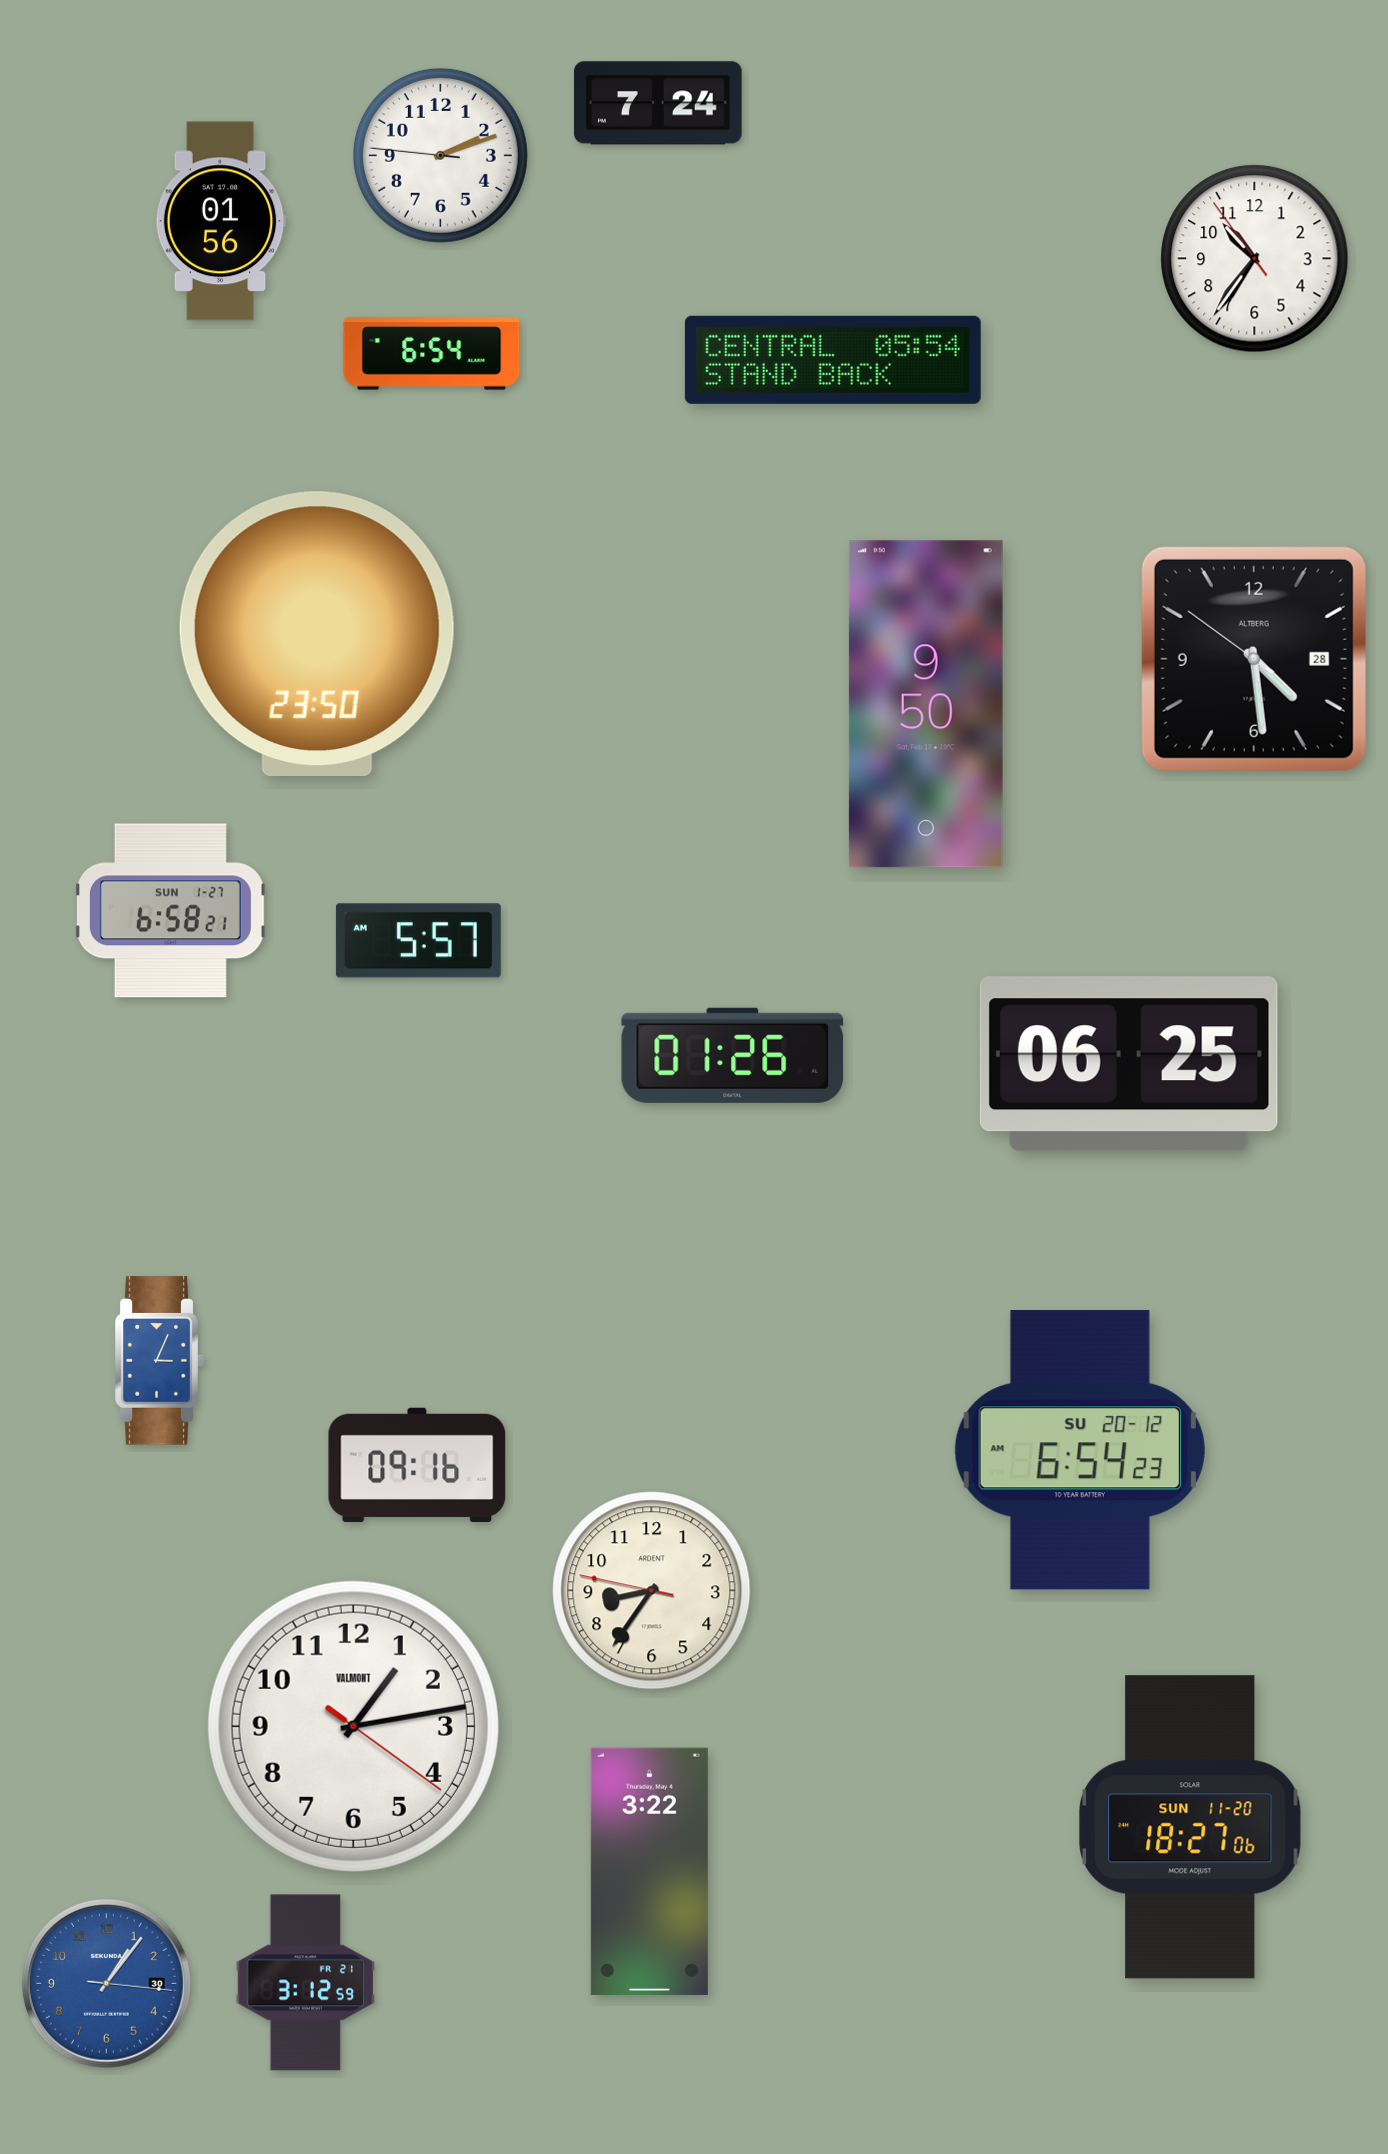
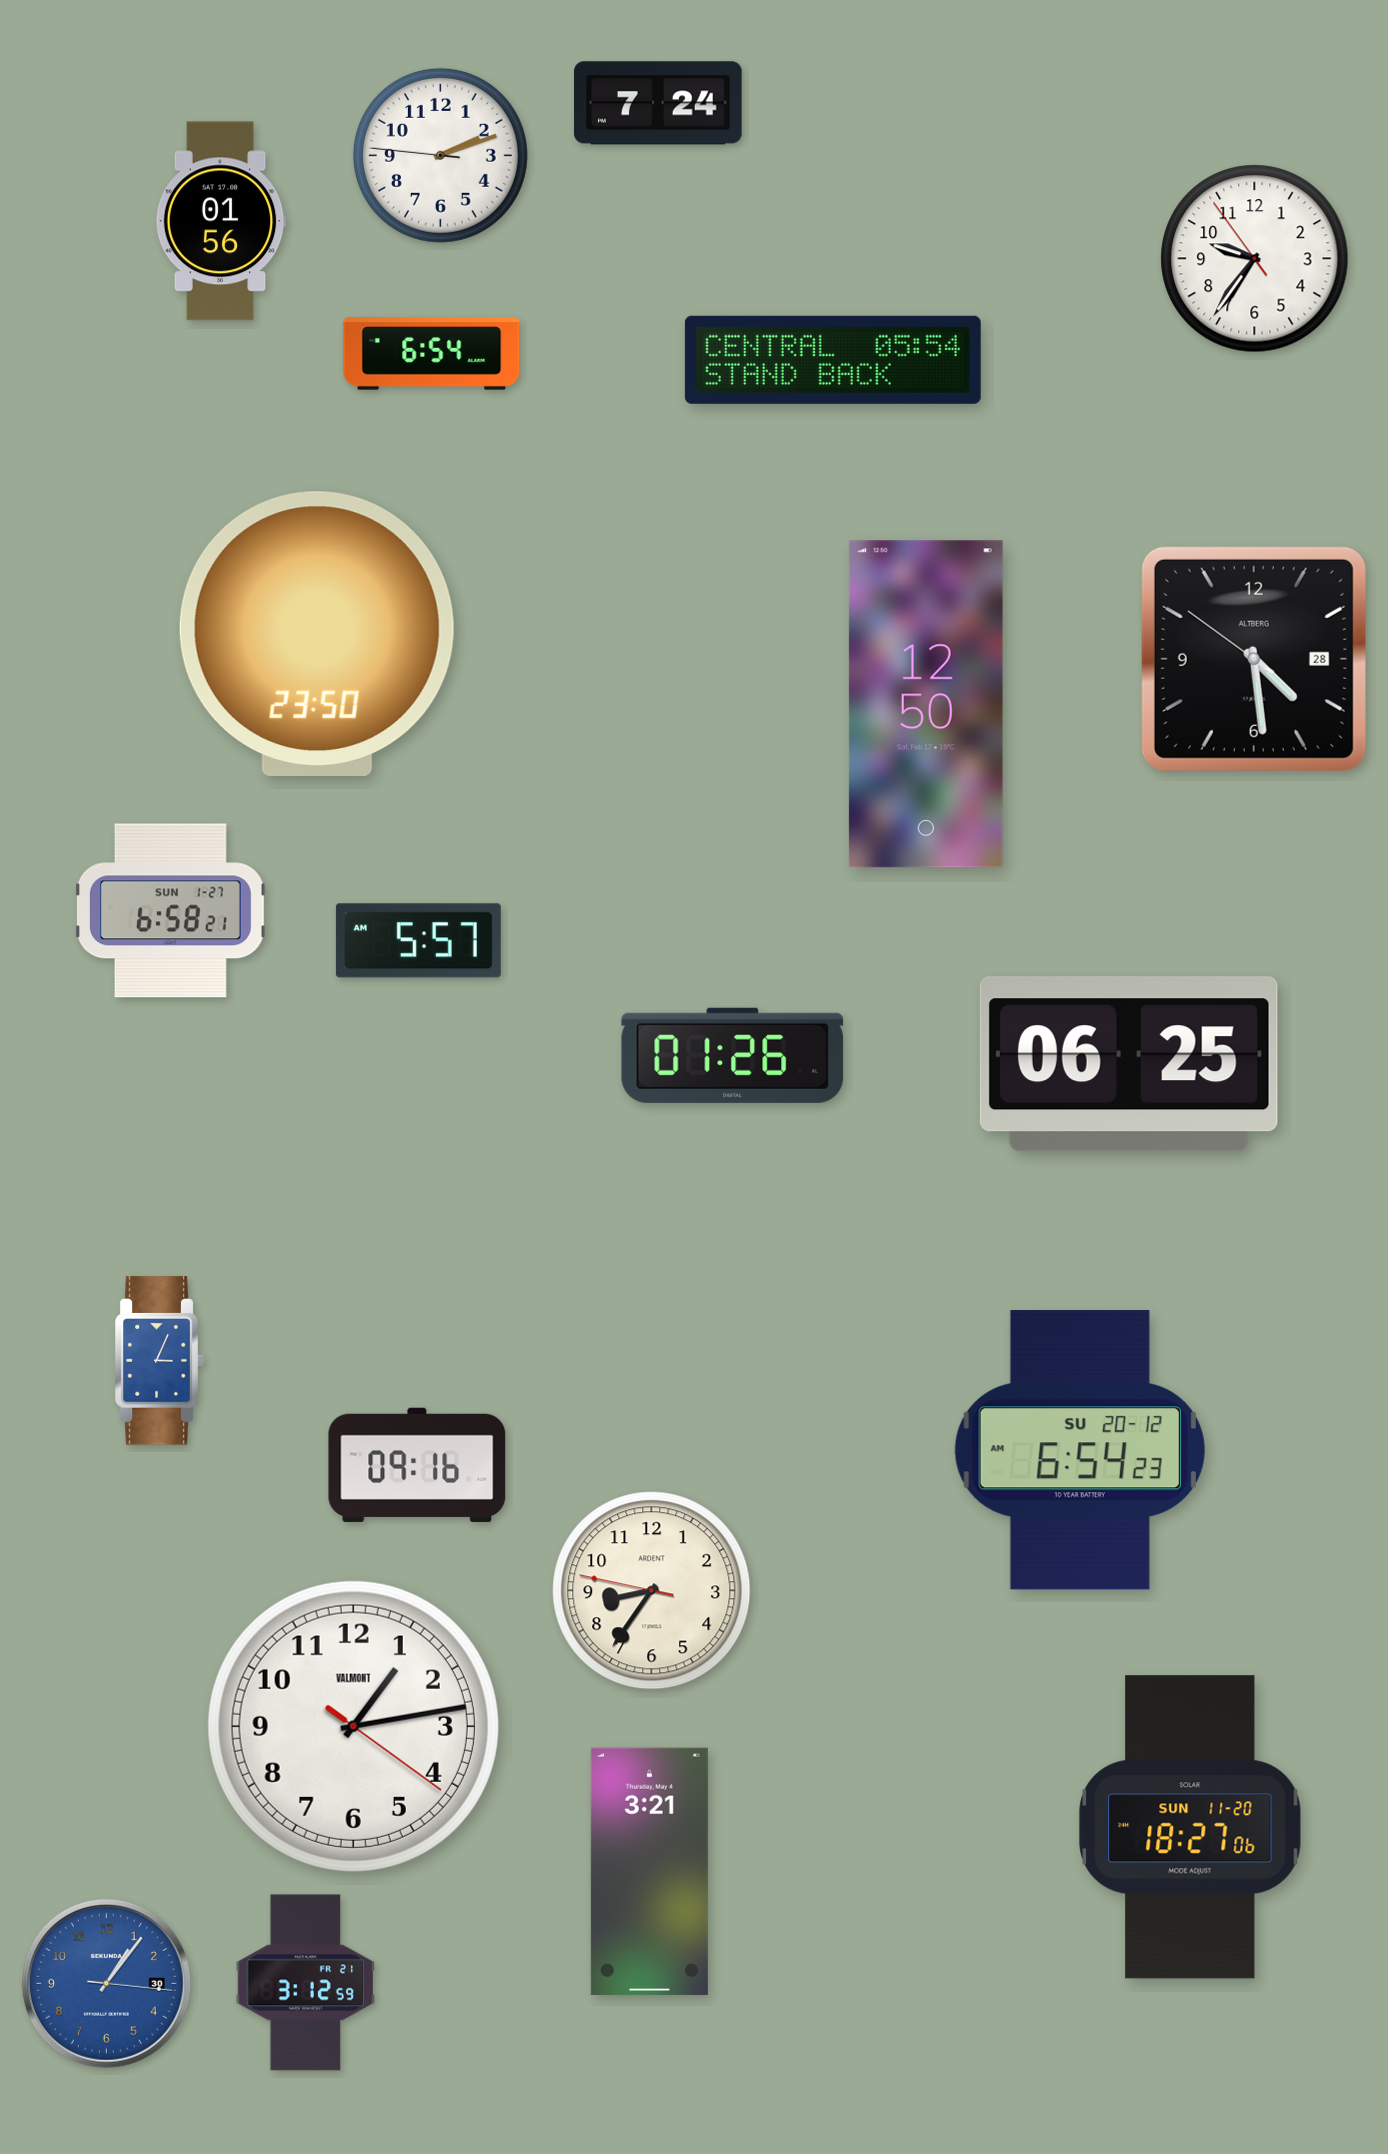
clock at (1255, 259): 10:35 -> 9:35
clock at (926, 704): 9:50 -> 12:50
clock at (649, 1871): 3:22 -> 3:21
